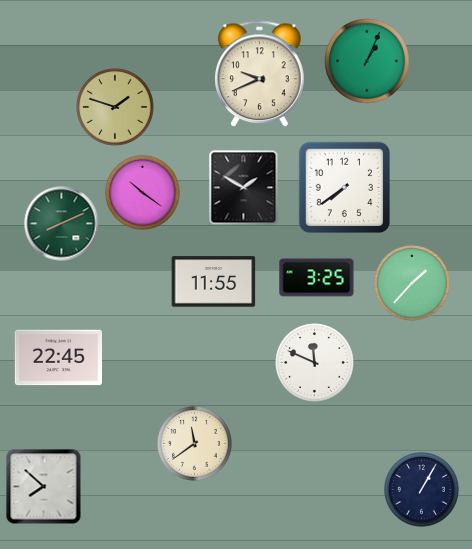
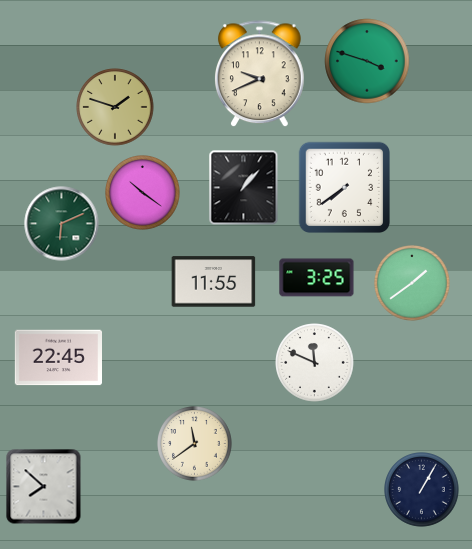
clock at (367, 61): 1:04 -> 3:48
clock at (244, 188): 1:50 -> 1:07
clock at (62, 224): 8:11 -> 6:11
clock at (412, 283): 1:37 -> 1:39
